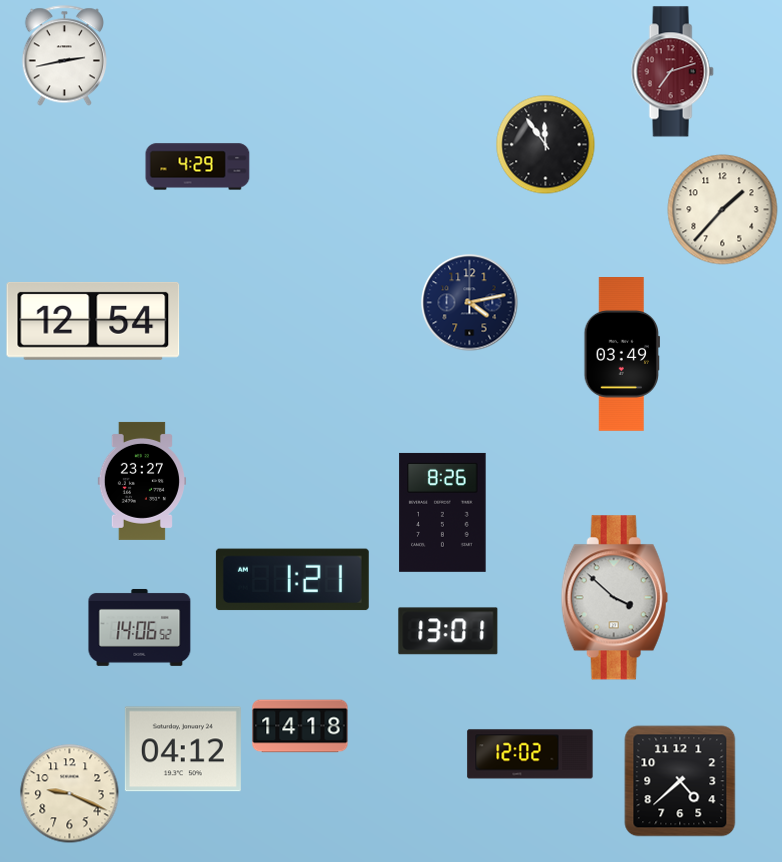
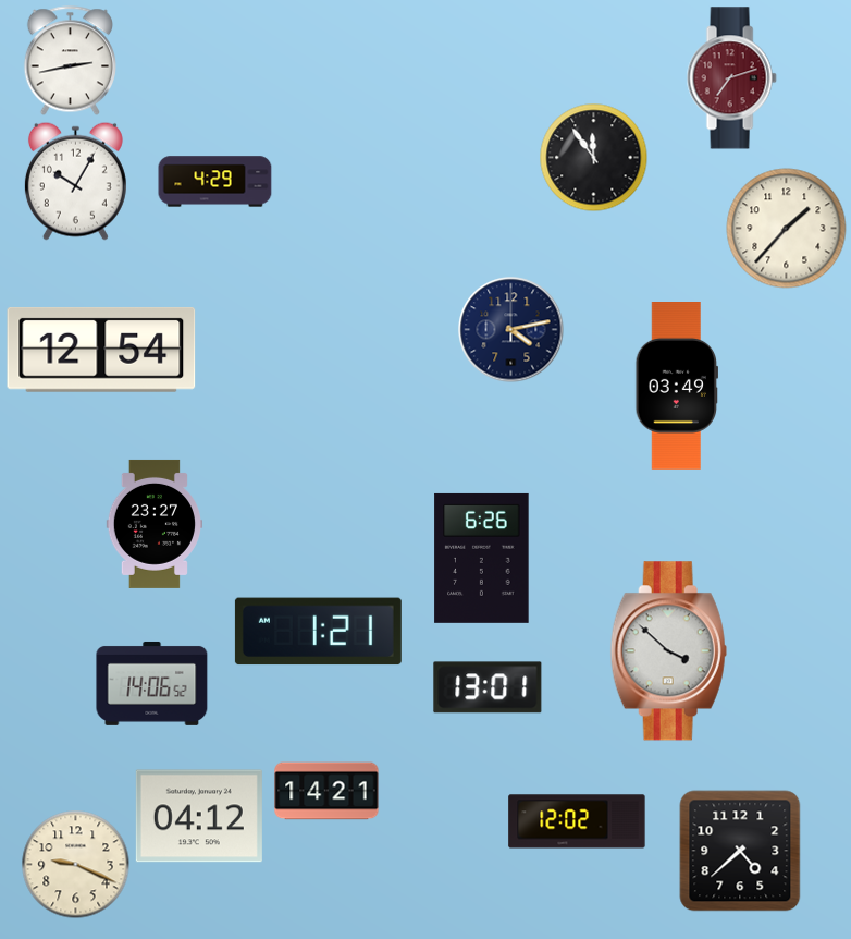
clock at (75, 181): none -> 10:05
clock at (443, 512): 8:26 -> 6:26
clock at (300, 726): 14:18 -> 14:21
